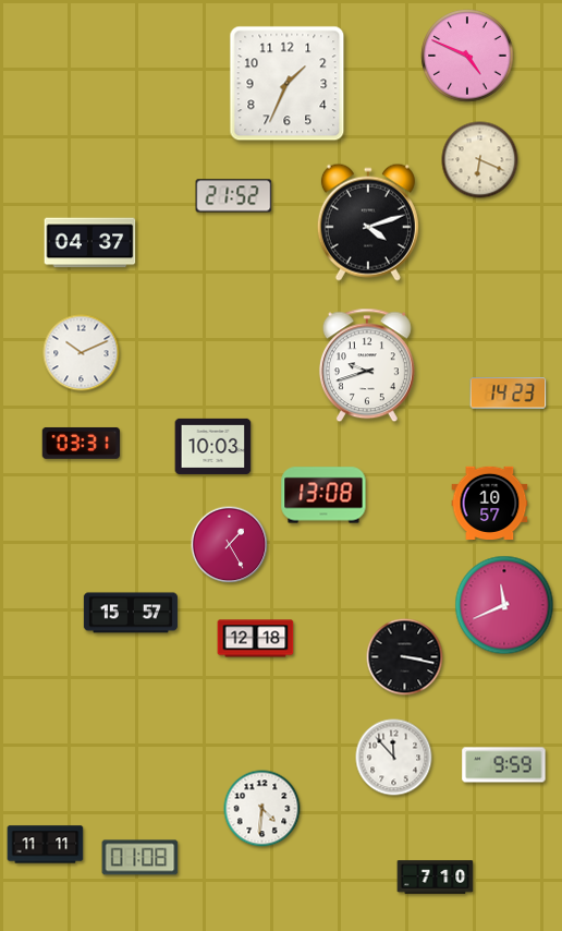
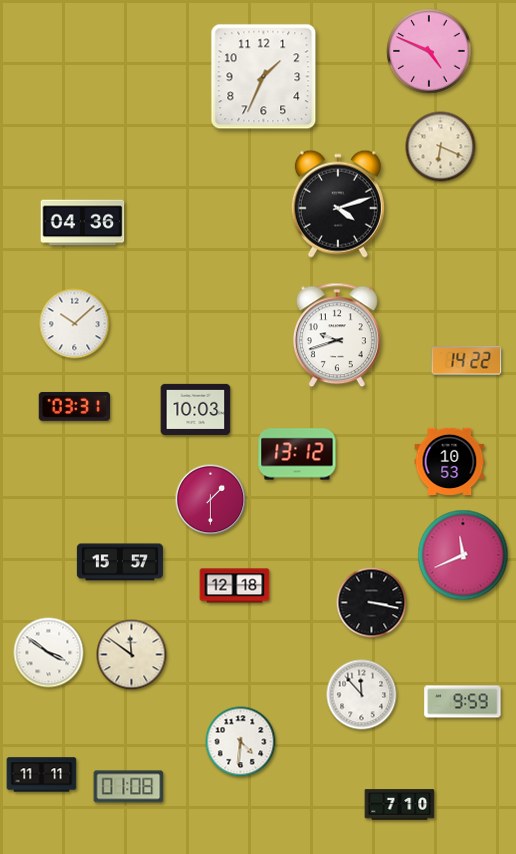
clock at (234, 196): 21:52 -> none
clock at (90, 243): 04:37 -> 04:36
clock at (82, 353): 10:11 -> 10:08
clock at (509, 394): 14:23 -> 14:22
clock at (323, 495): 13:08 -> 13:12
clock at (490, 503): 10:57 -> 10:53
clock at (230, 545): 1:25 -> 1:30
clock at (49, 653): none -> 3:51
clock at (132, 655): none -> 11:51
